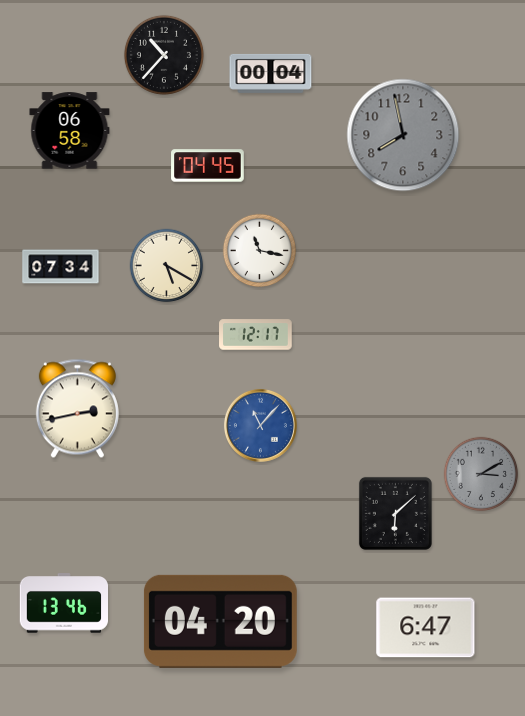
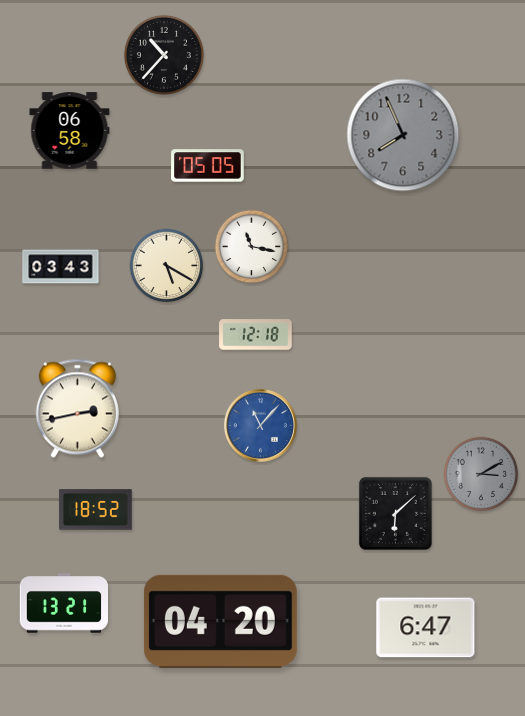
clock at (271, 73): 00:04 -> none
clock at (403, 135): 7:58 -> 7:56
clock at (208, 166): 04:45 -> 05:05
clock at (260, 251) position: (260, 251) -> (252, 247)
clock at (61, 267): 07:34 -> 03:43
clock at (256, 335): 12:17 -> 12:18
clock at (96, 510): none -> 18:52
clock at (64, 603): 13:46 -> 13:21
